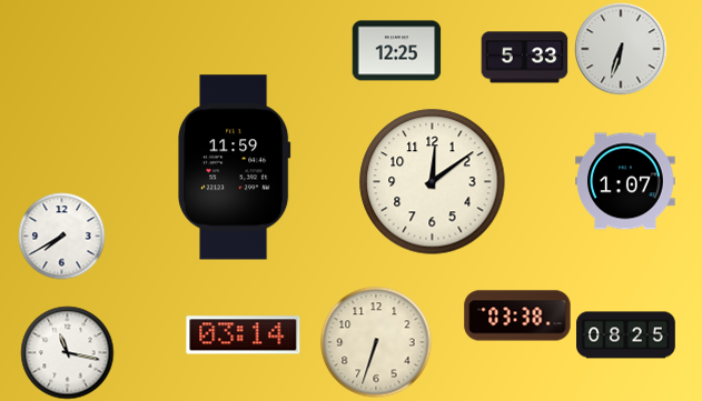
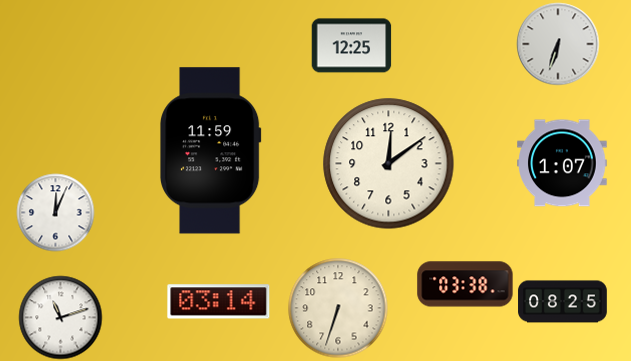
clock at (397, 51) position: (397, 51) -> (352, 46)
clock at (525, 58): 5:33 -> none
clock at (62, 237): 7:40 -> 12:04
clock at (68, 353): 11:17 -> 11:12
